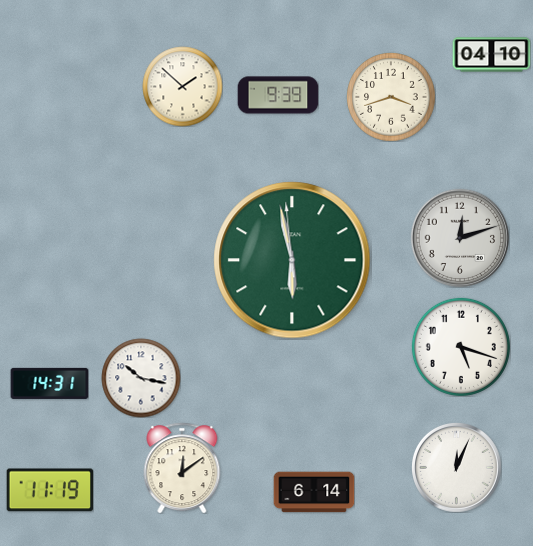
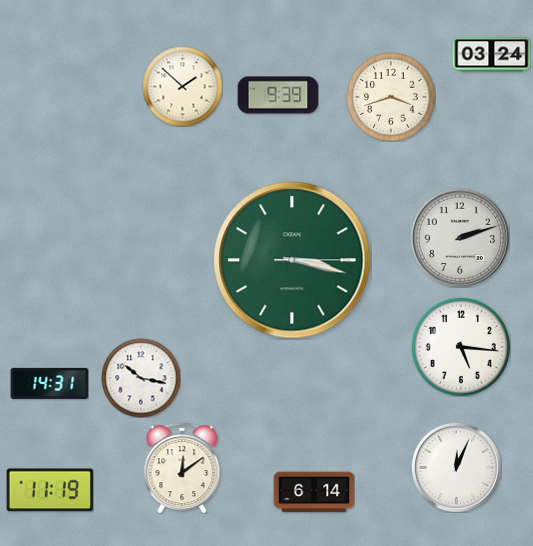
clock at (491, 55): 04:10 -> 03:24
clock at (460, 238): 12:12 -> 2:12
clock at (292, 260): 5:57 -> 3:17
clock at (461, 347): 5:18 -> 5:16
